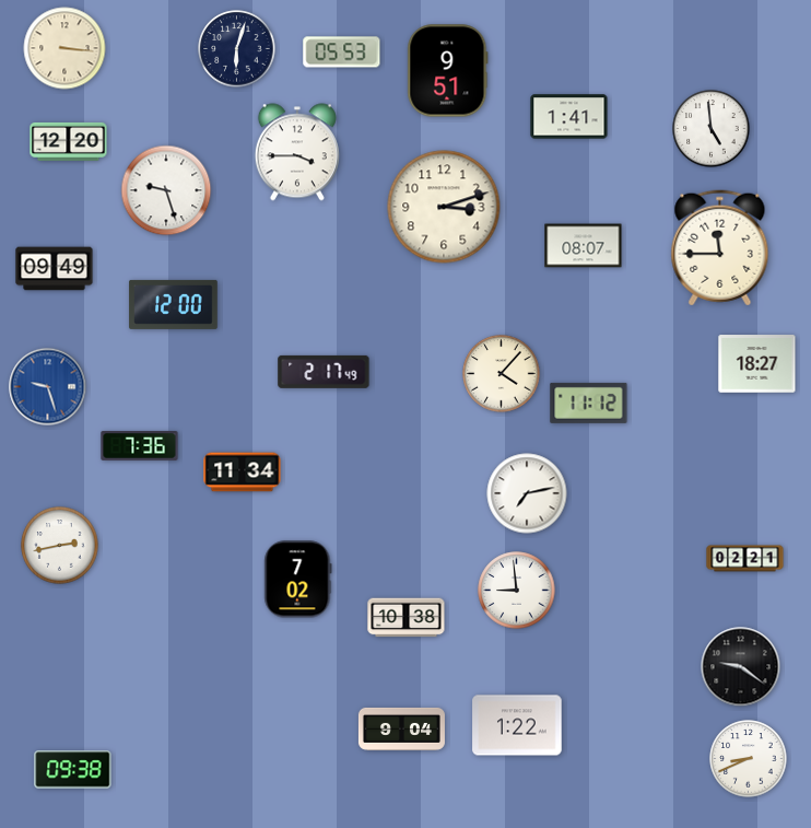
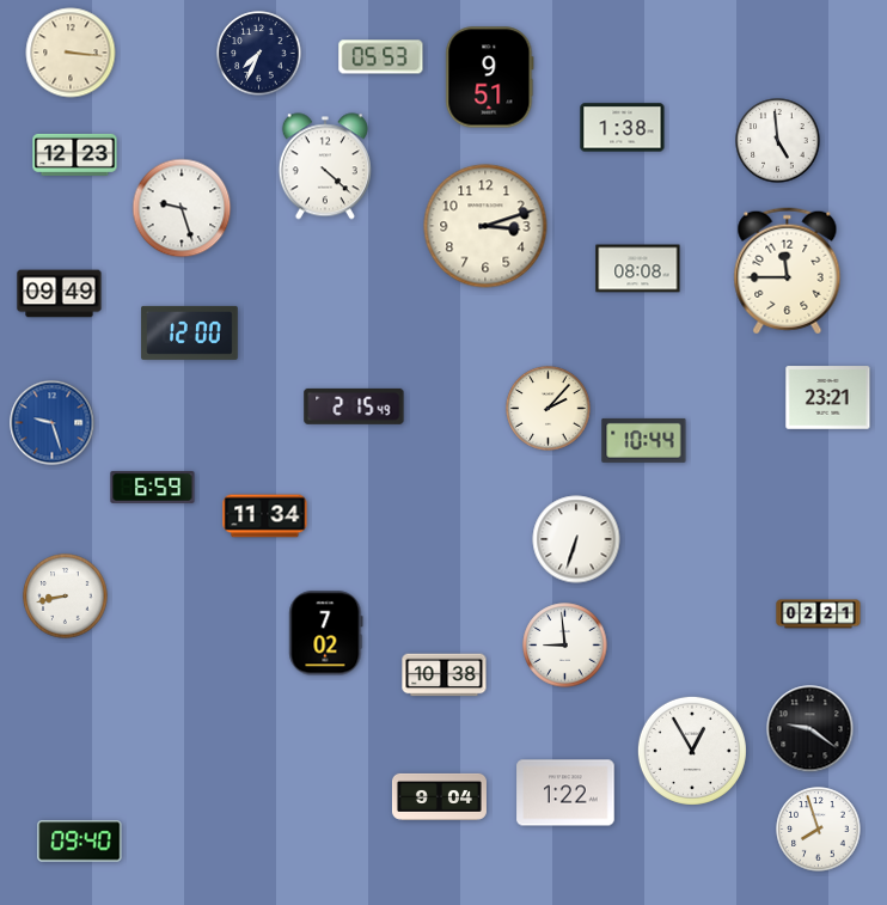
clock at (237, 49): 6:03 -> 7:34
clock at (342, 53) position: (342, 53) -> (381, 57)
clock at (569, 117): 1:41 -> 1:38
clock at (69, 141): 12:20 -> 12:23
clock at (297, 152): 3:45 -> 4:22
clock at (584, 246): 08:07 -> 08:08
clock at (757, 364): 18:27 -> 23:21
clock at (324, 372): 2:17 -> 2:15
clock at (502, 374): 4:07 -> 2:07
clock at (589, 403): 11:12 -> 10:44
clock at (140, 445): 7:36 -> 6:59
clock at (527, 493): 7:13 -> 6:33
clock at (60, 546): 2:43 -> 8:43
clock at (745, 559) position: (745, 559) -> (819, 614)
clock at (692, 751): none -> 12:55
clock at (749, 759): 8:41 -> 7:57
clock at (73, 770): 09:38 -> 09:40
